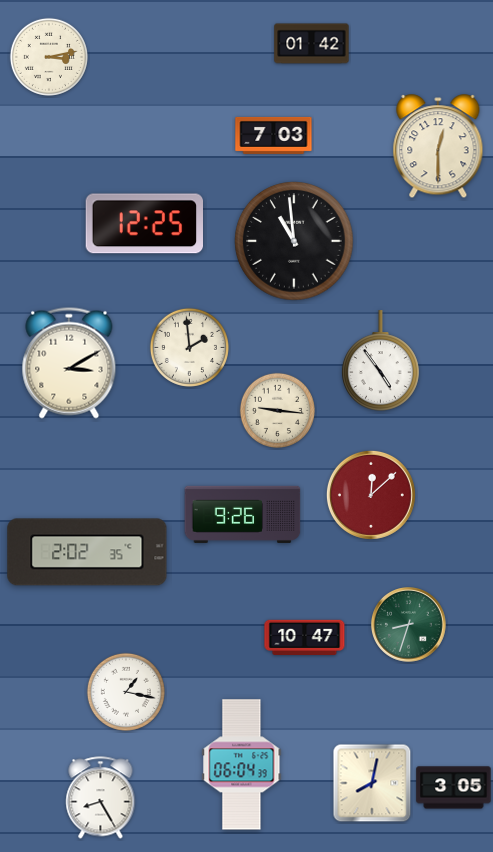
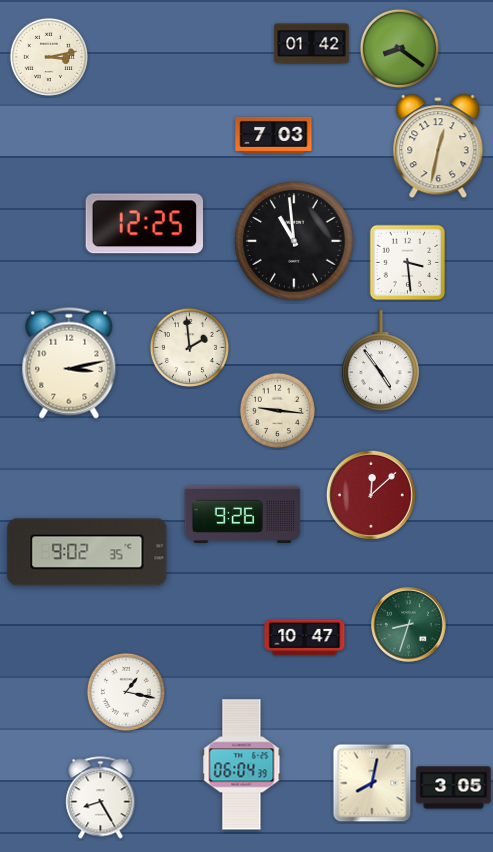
clock at (399, 48): none -> 8:21
clock at (438, 147): 12:30 -> 12:32
clock at (408, 263): none -> 3:29
clock at (69, 363): 3:10 -> 3:13
clock at (87, 552): 2:02 -> 9:02
